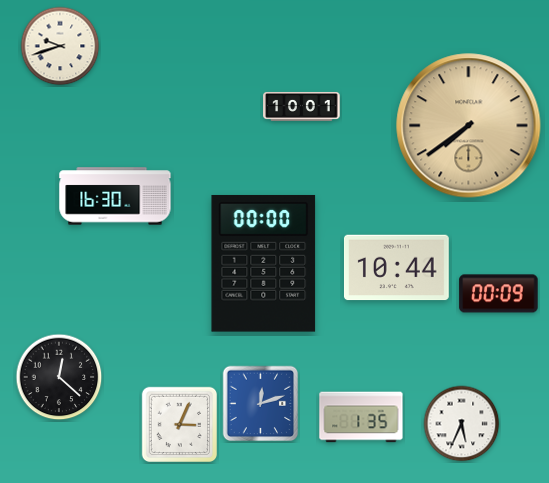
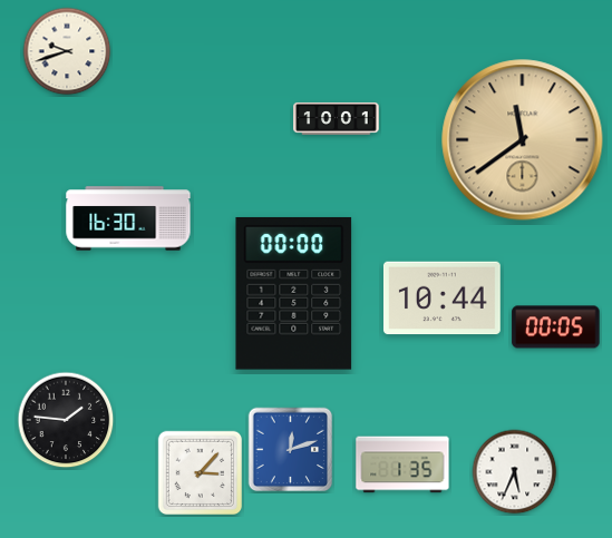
clock at (469, 126): 7:39 -> 11:39
clock at (499, 294): 00:09 -> 00:05
clock at (59, 377): 12:22 -> 1:46
clock at (180, 425): 3:04 -> 3:07
